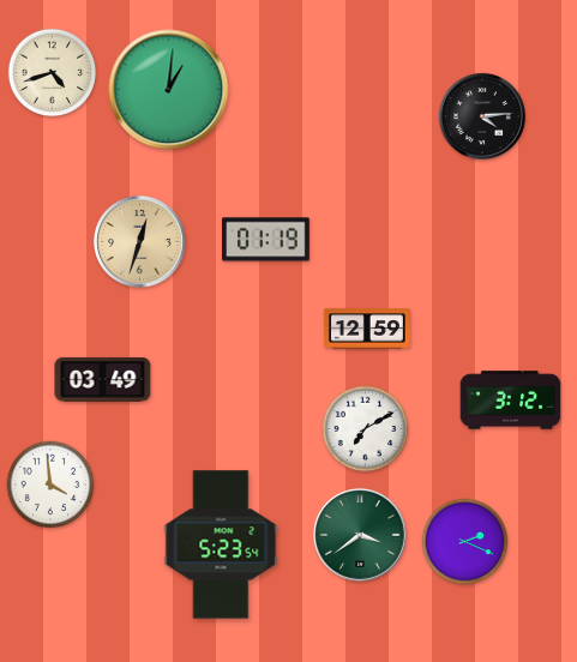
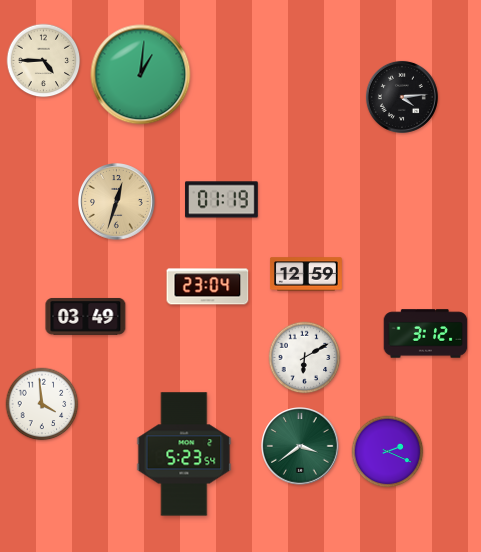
clock at (53, 73): 4:42 -> 4:45
clock at (208, 287): none -> 23:04
clock at (366, 429): 7:10 -> 6:10
